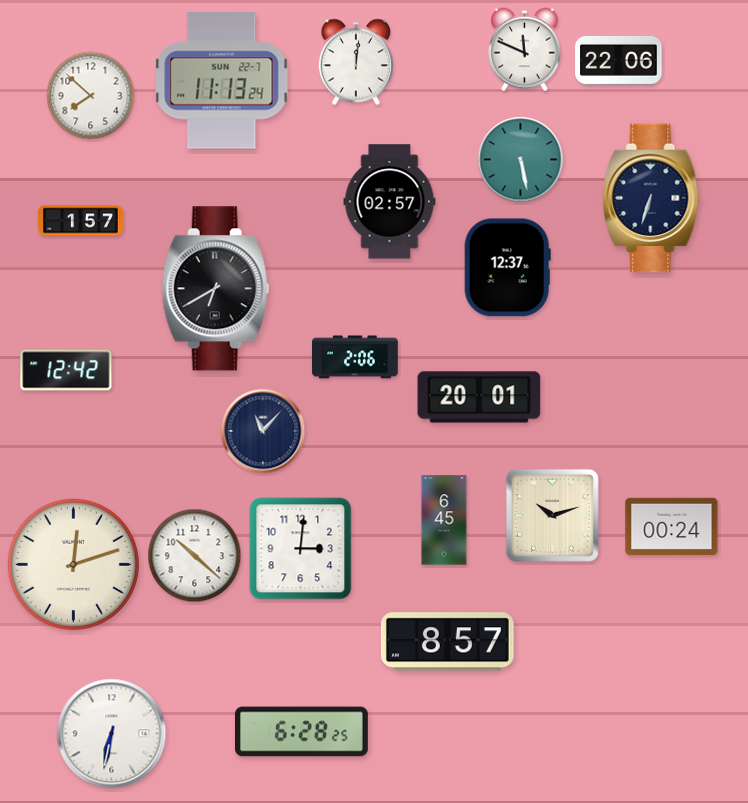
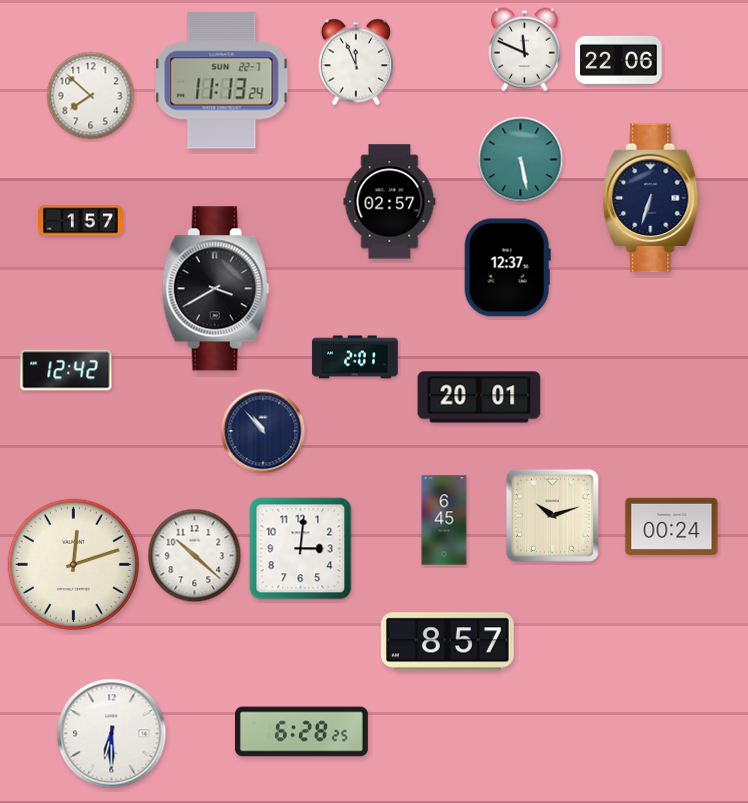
clock at (355, 62): 12:01 -> 11:56
clock at (215, 289): 6:40 -> 3:40
clock at (355, 357): 2:06 -> 2:01
clock at (263, 431): 11:07 -> 10:53
clock at (112, 734): 6:32 -> 6:30
